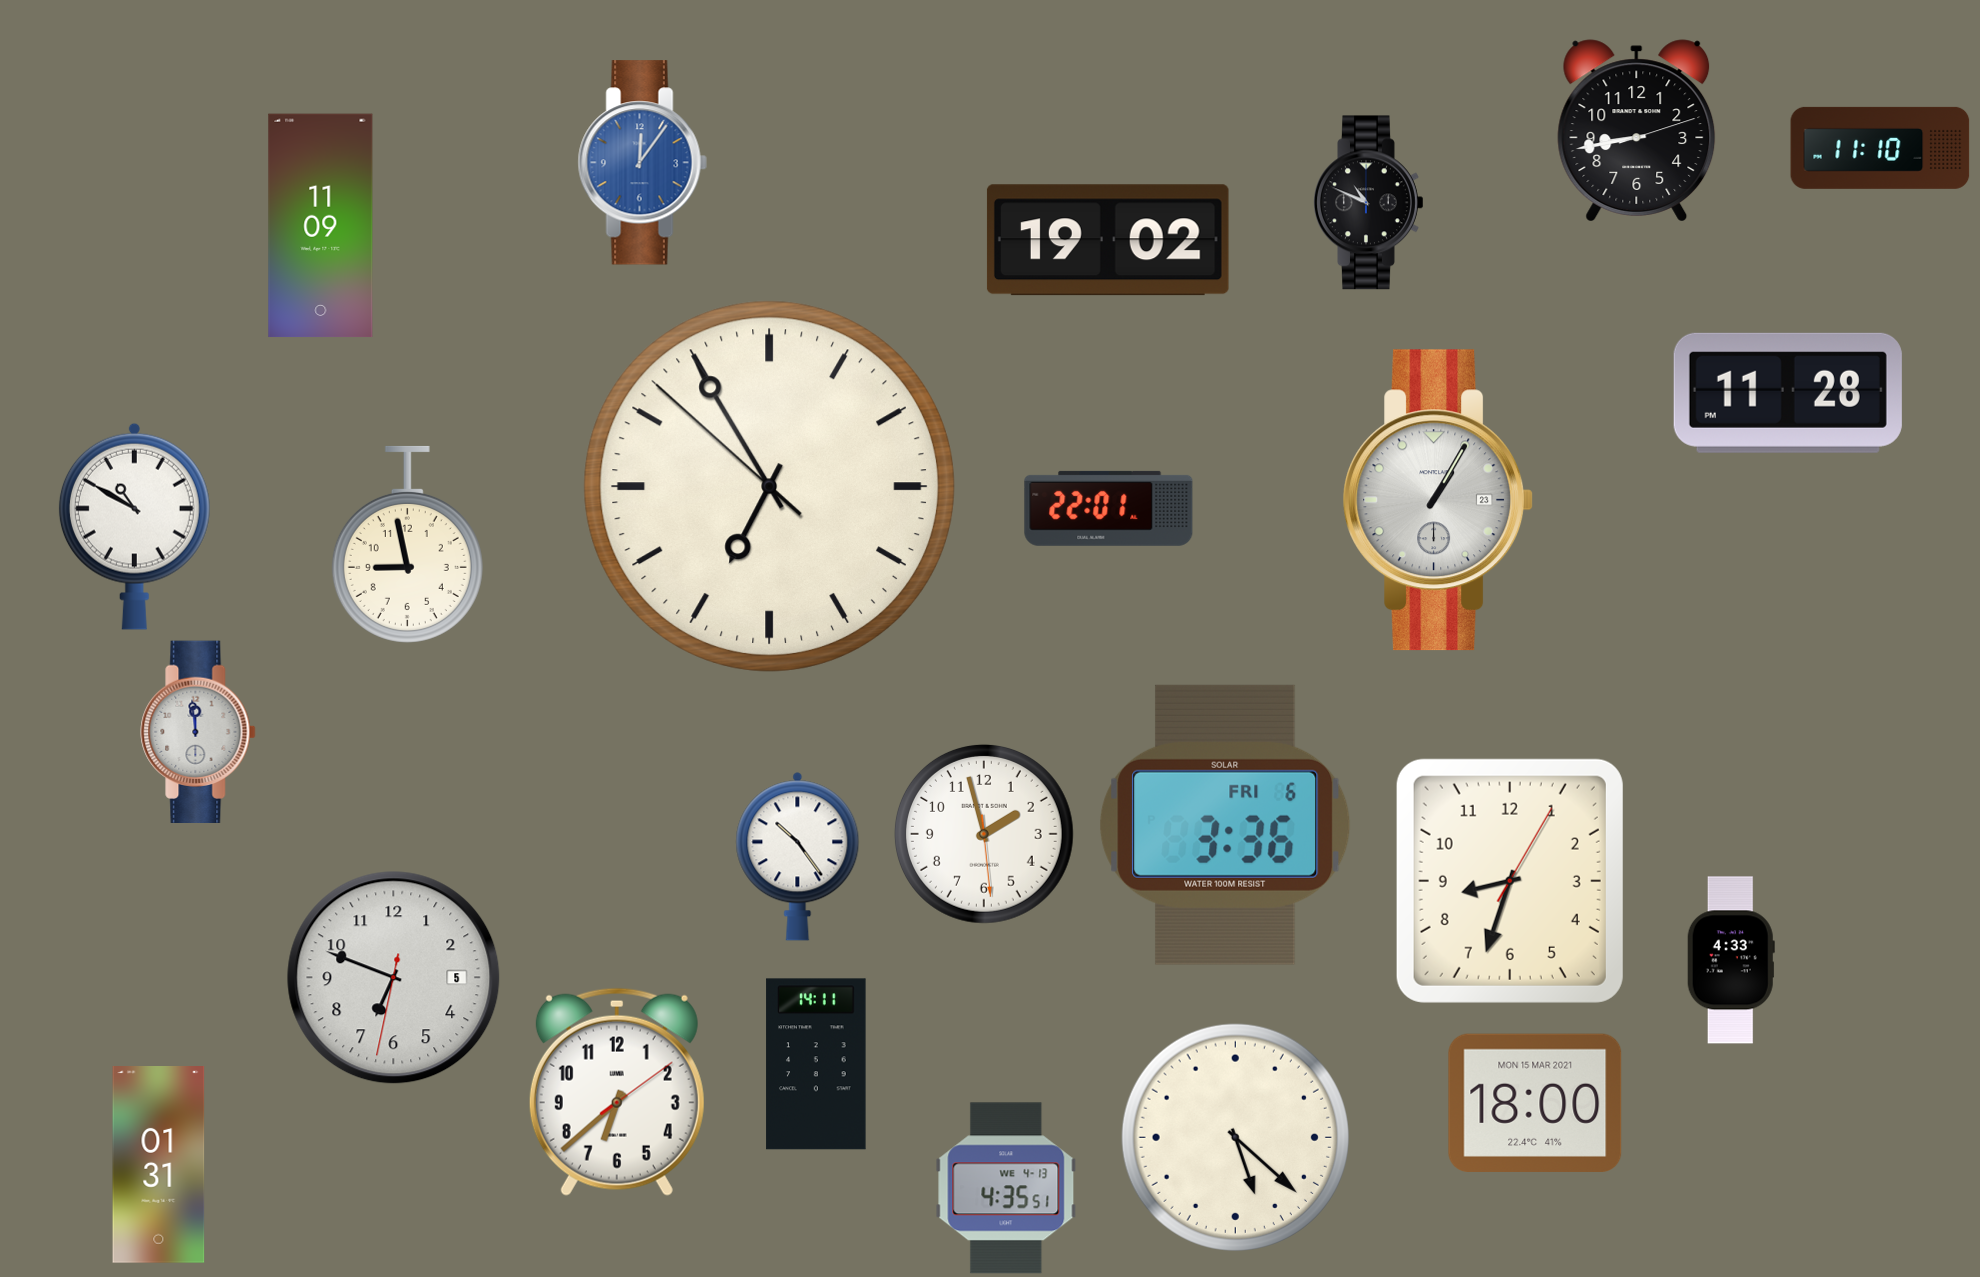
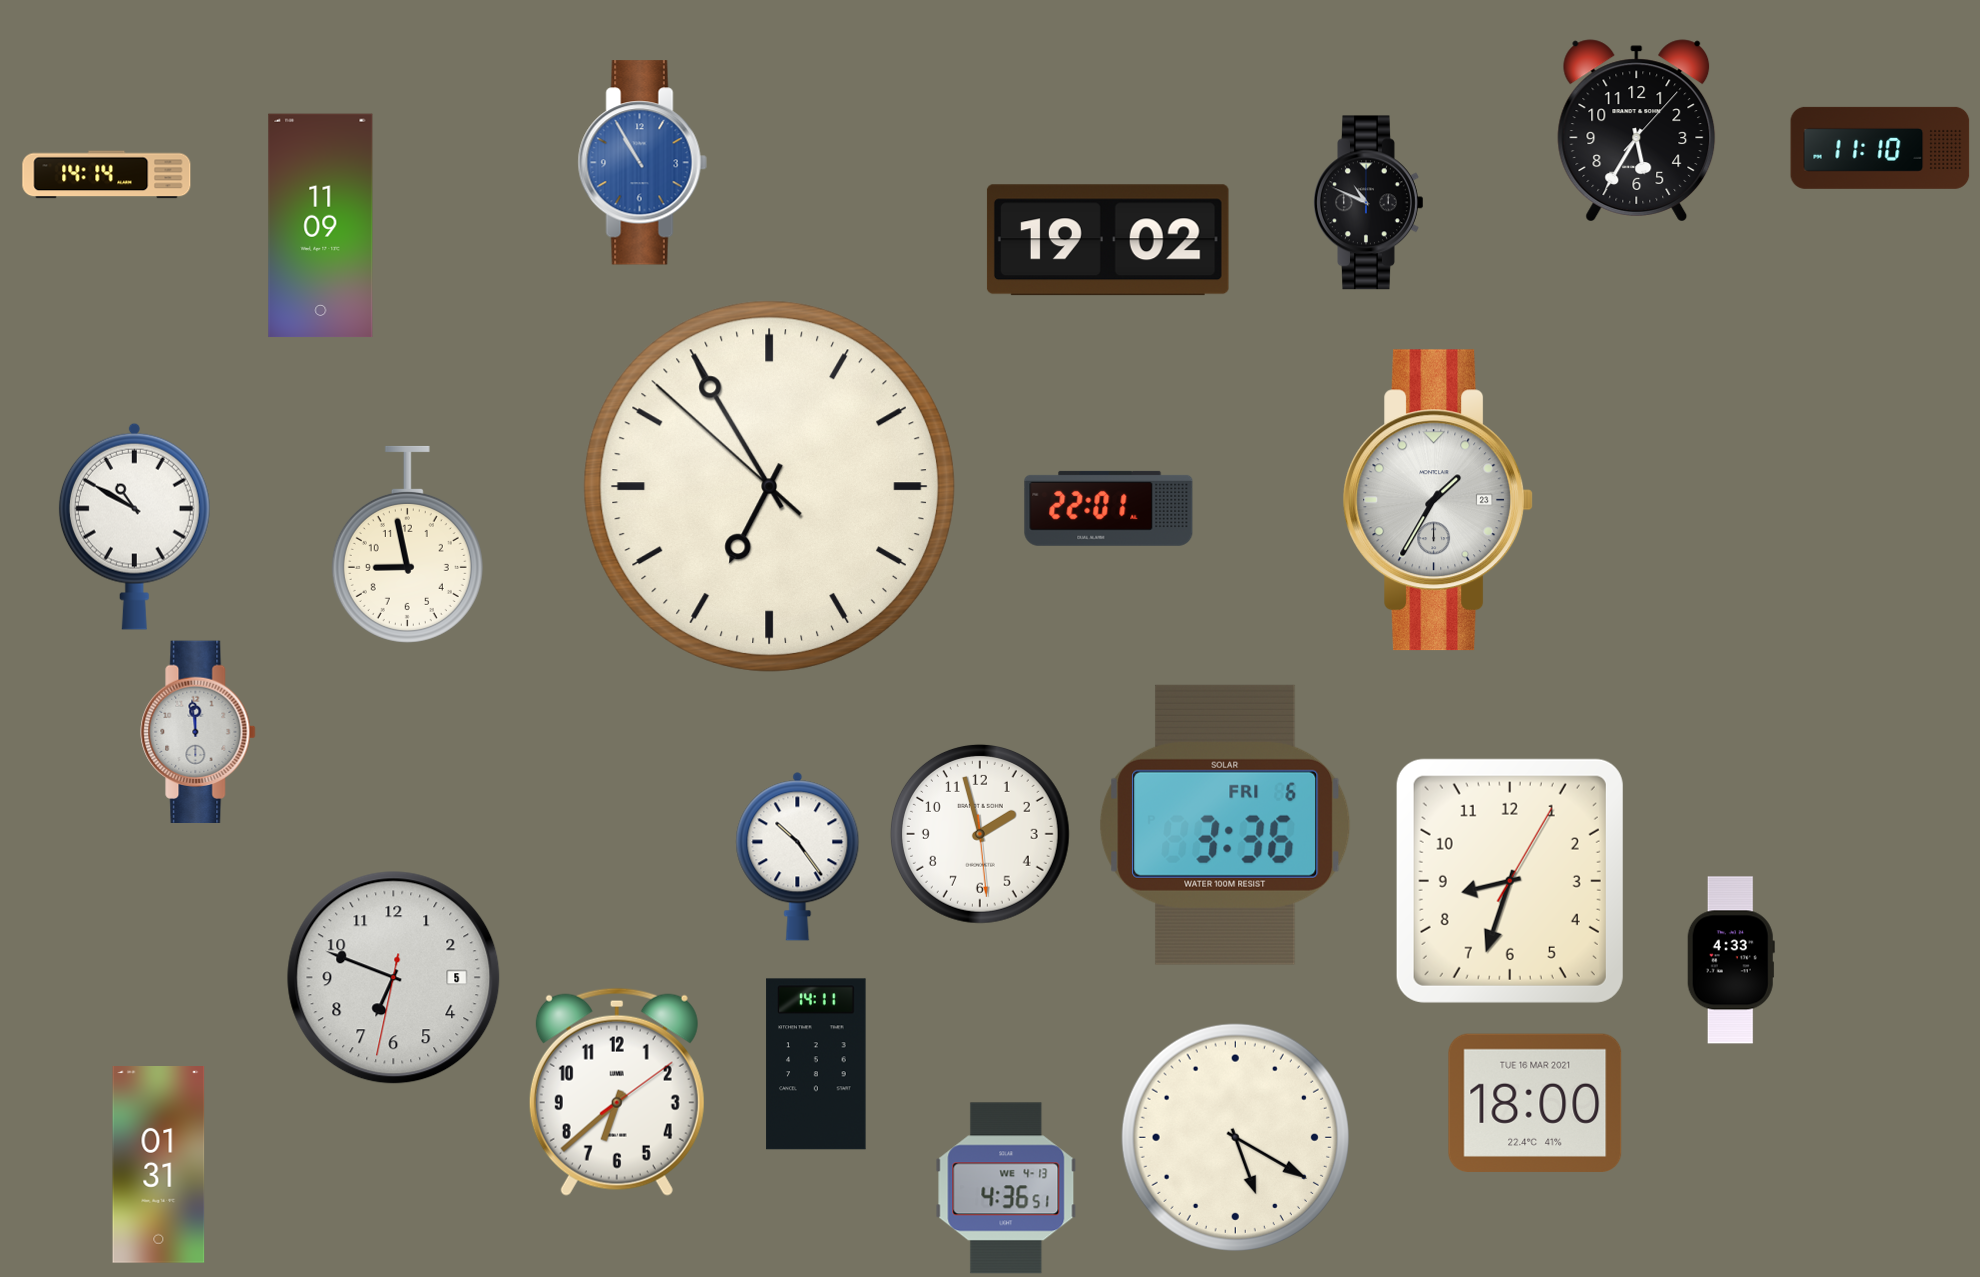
clock at (1637, 131): 8:43 -> 5:35
clock at (642, 163): 12:06 -> 10:55
clock at (107, 175): none -> 14:14
clock at (1788, 393): 11:28 -> none
clock at (1438, 500): 1:05 -> 1:35
clock at (984, 834) position: (984, 834) -> (980, 834)
clock at (1535, 1103) date: MON 15 MAR 2021 -> TUE 16 MAR 2021
clock at (1235, 1137): 5:22 -> 5:20
clock at (1006, 1188): 4:35 -> 4:36
